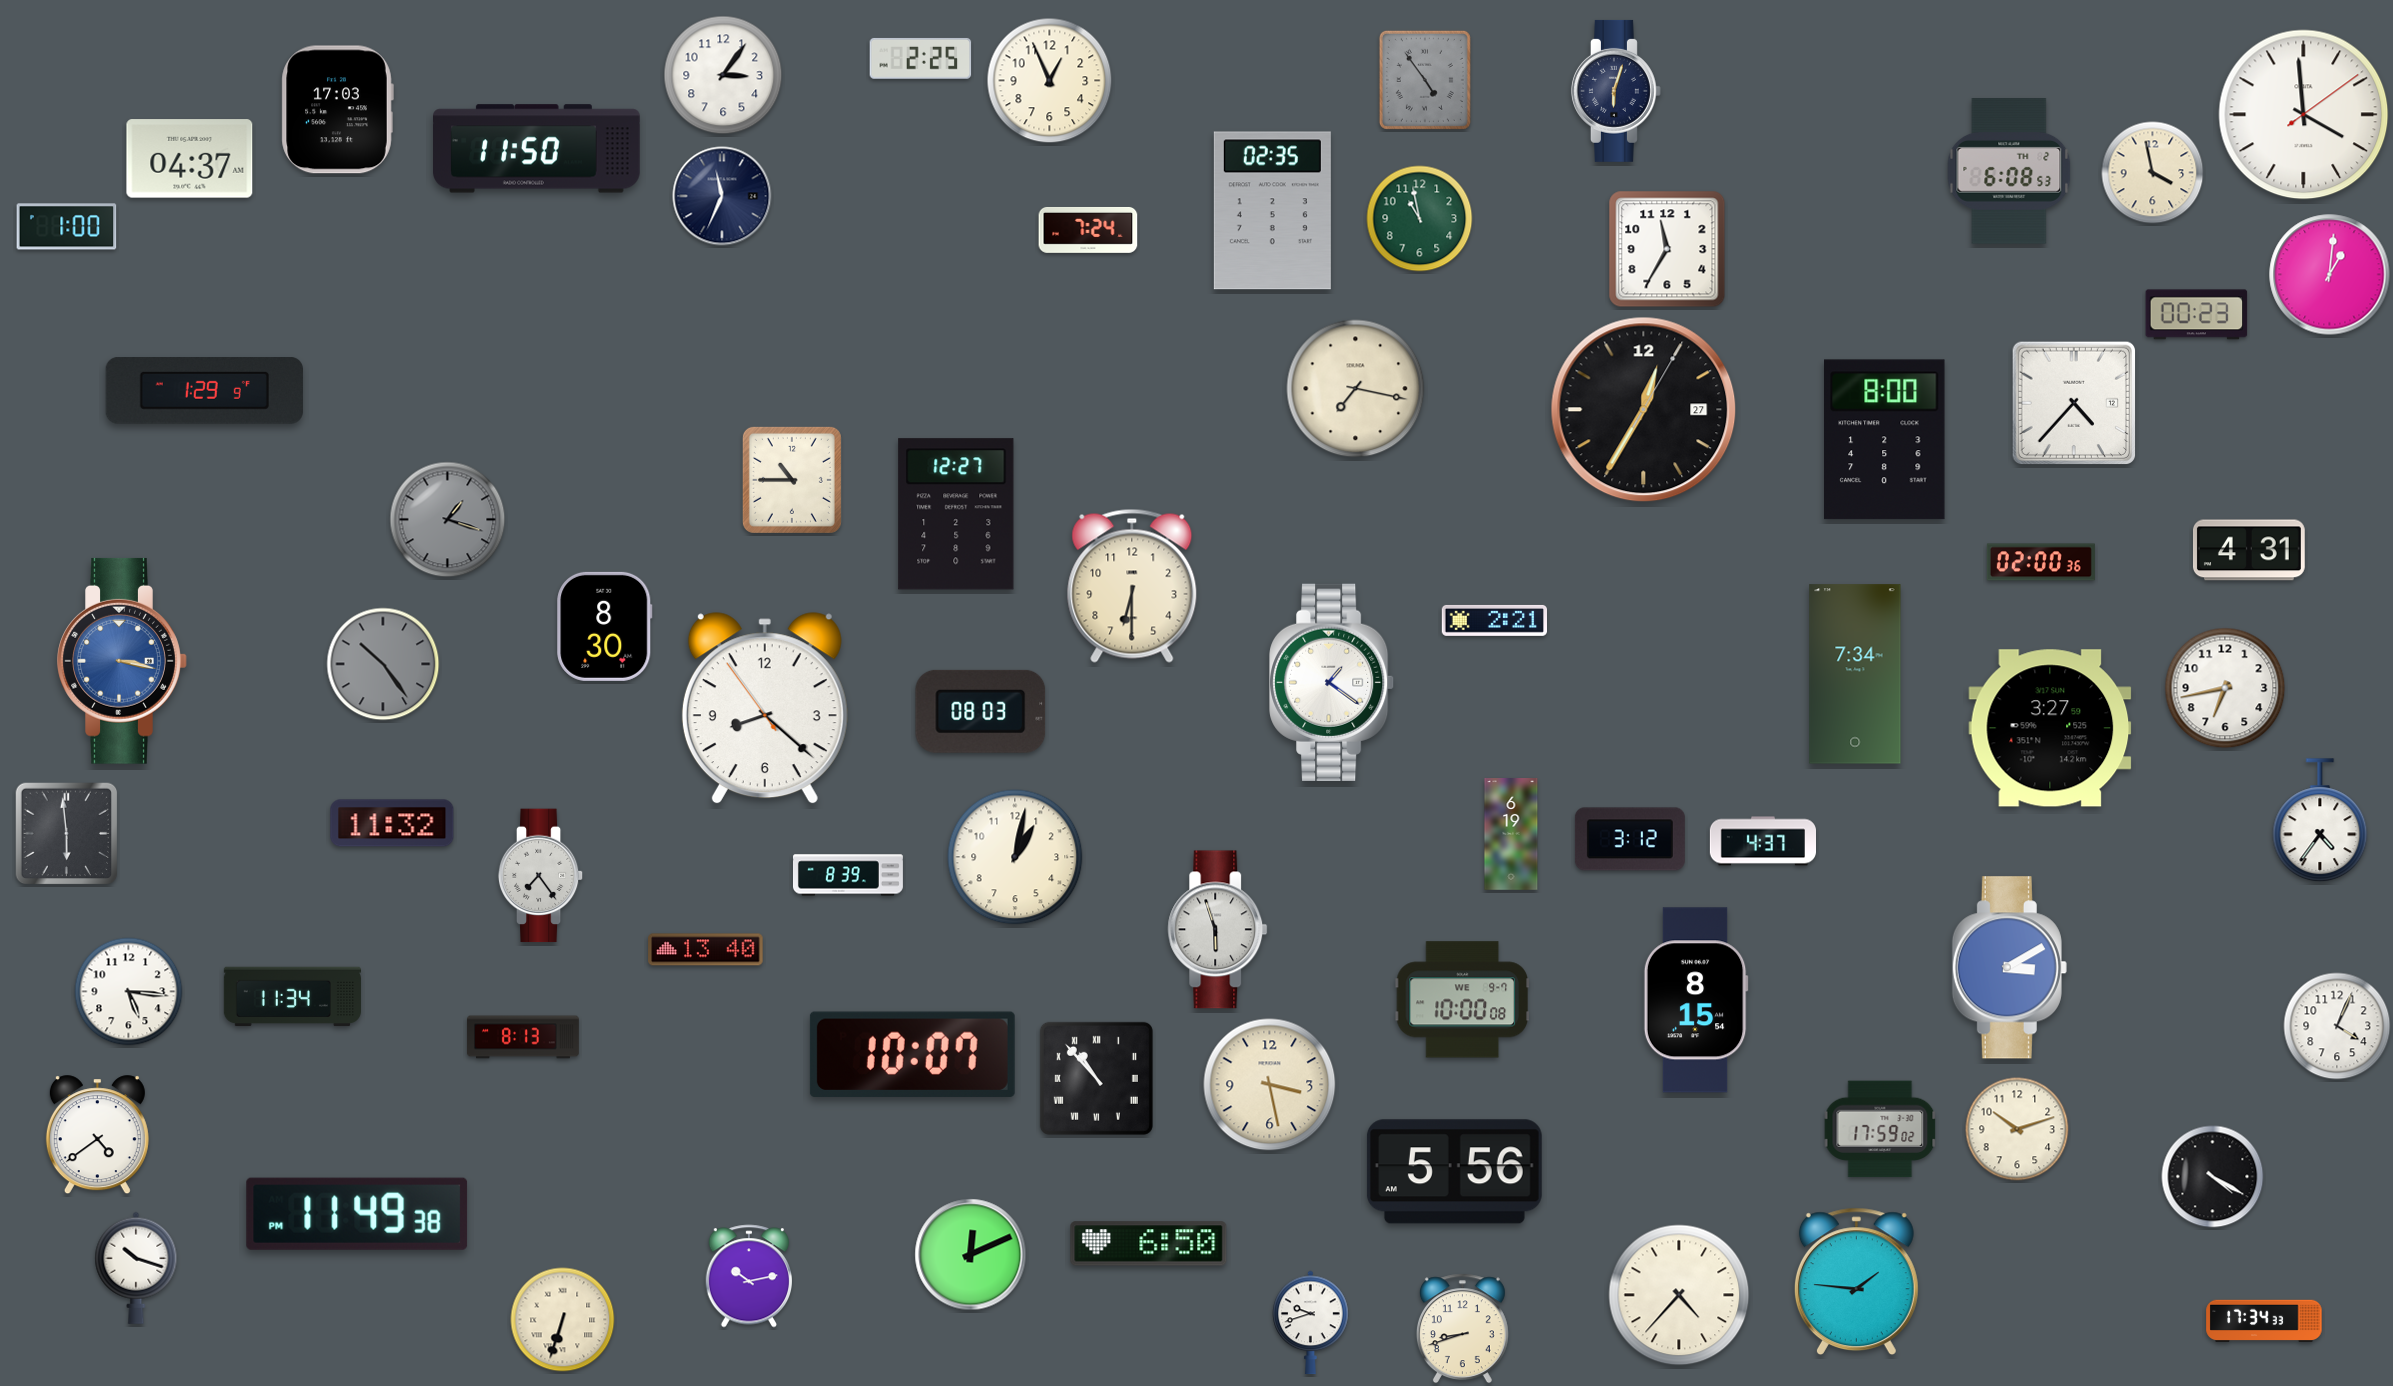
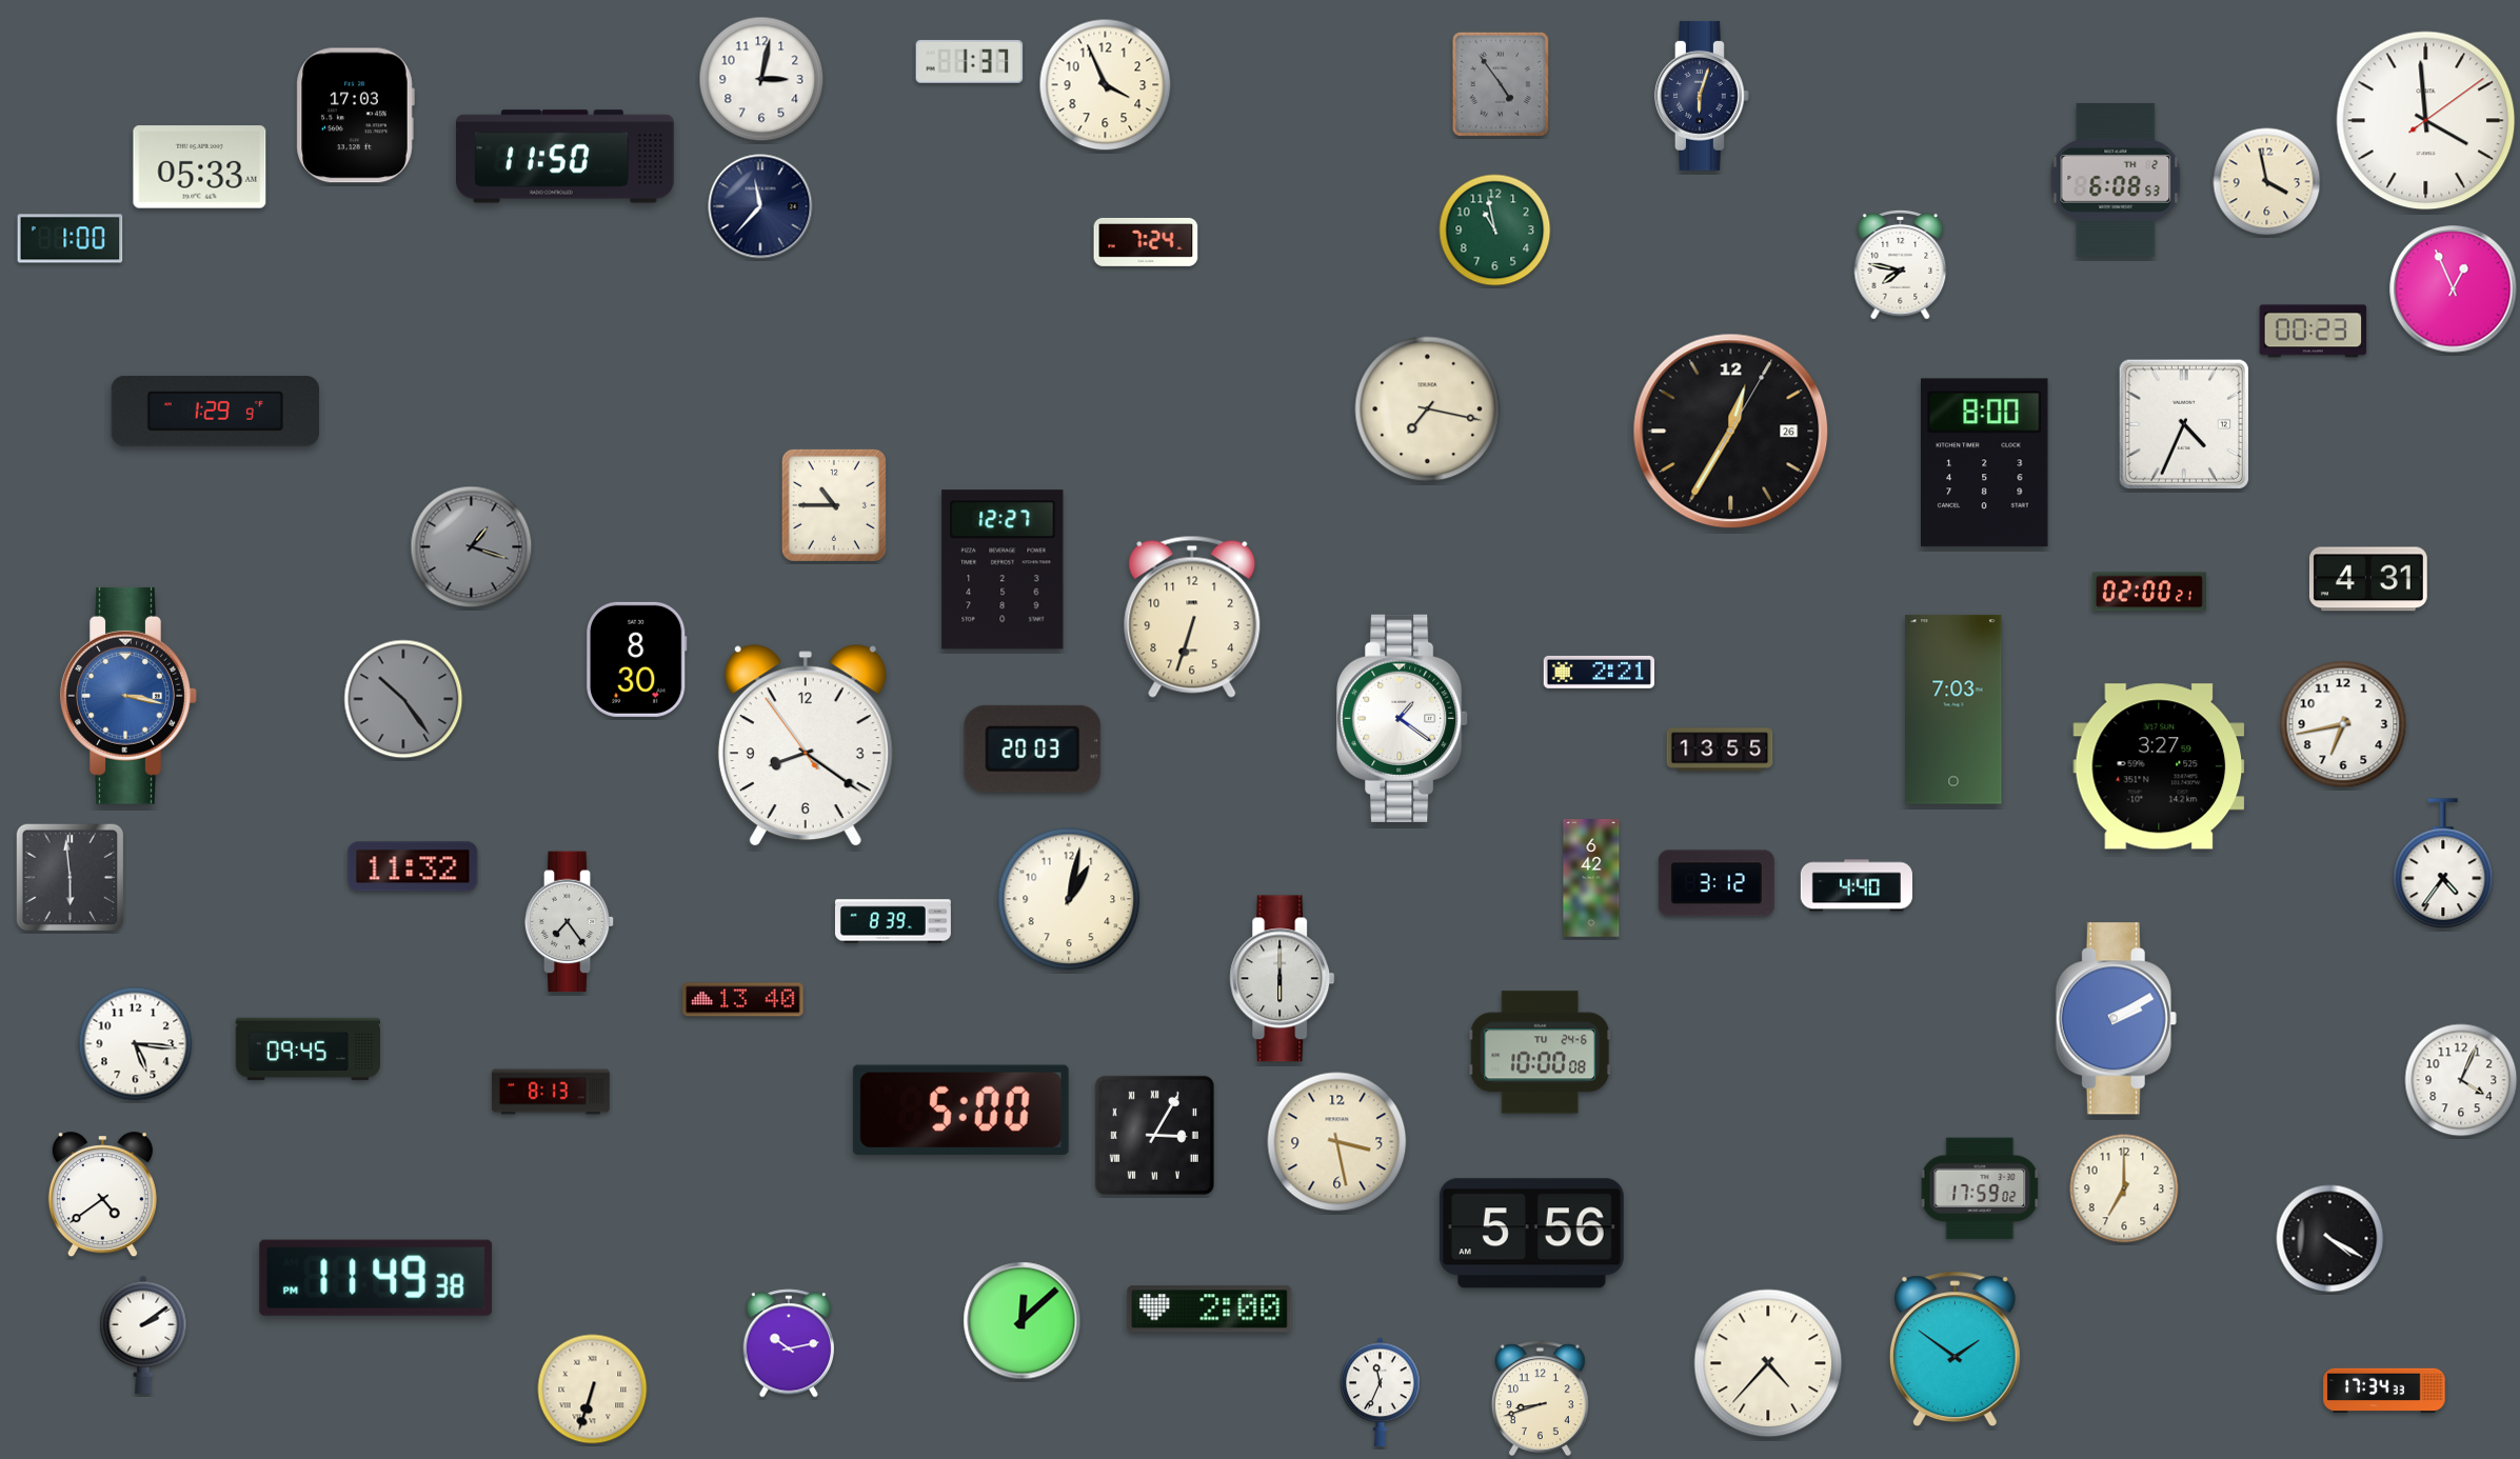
clock at (921, 58): 2:25 -> 1:37
clock at (723, 75): 3:06 -> 3:02
clock at (1050, 81): 12:56 -> 3:56
clock at (190, 159): 04:37 -> 05:33
clock at (722, 196): 11:34 -> 11:37
clock at (1272, 211): 02:35 -> none
clock at (1667, 249): 11:35 -> none
clock at (1901, 264): none -> 7:47
clock at (2330, 275): 1:01 -> 12:56
clock at (2073, 402): 4:37 -> 4:34
clock at (1644, 410) date: 27 -> 26
clock at (956, 514) position: (956, 514) -> (1003, 569)
clock at (2041, 562): 02:00:36 -> 02:00:21
clock at (1132, 586): 6:30 -> 6:33
clock at (1494, 620) position: (1494, 620) -> (1599, 672)
clock at (1855, 674): 7:34 -> 7:03
clock at (765, 709): 8:21 -> 8:20
clock at (981, 711): 08:03 -> 20:03
clock at (1720, 750): none -> 13:55
clock at (1511, 834): 6:19 -> 6:42
clock at (1762, 841): 4:37 -> 4:40
clock at (1015, 857) position: (1015, 857) -> (1069, 899)
clock at (1218, 930): 5:57 -> 6:00
clock at (2009, 968): 3:10 -> 2:10
clock at (292, 997): 11:34 -> 09:45
clock at (1462, 1000) date: WE 9-7 -> TU 24-6
clock at (1696, 1000): 8:15 -> none
clock at (912, 1054): 10:07 -> 5:00
clock at (1096, 1078): 10:53 -> 3:05
clock at (2017, 1129): 10:12 -> 7:00
clock at (1149, 1244): 6:50 -> 2:00
clock at (971, 1255): 12:11 -> 12:08
clock at (136, 1268): 10:18 -> 2:09
clock at (1856, 1282): 1:46 -> 1:51
clock at (1311, 1323): 9:42 -> 11:34
